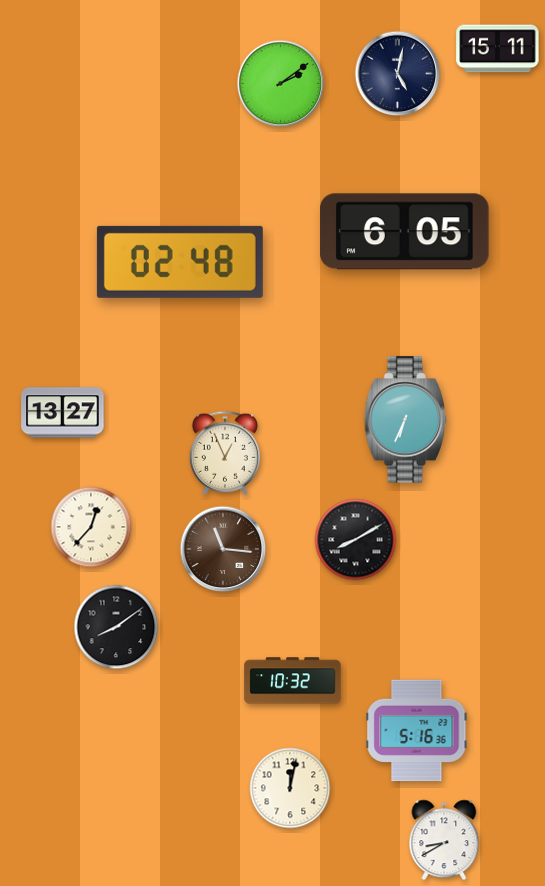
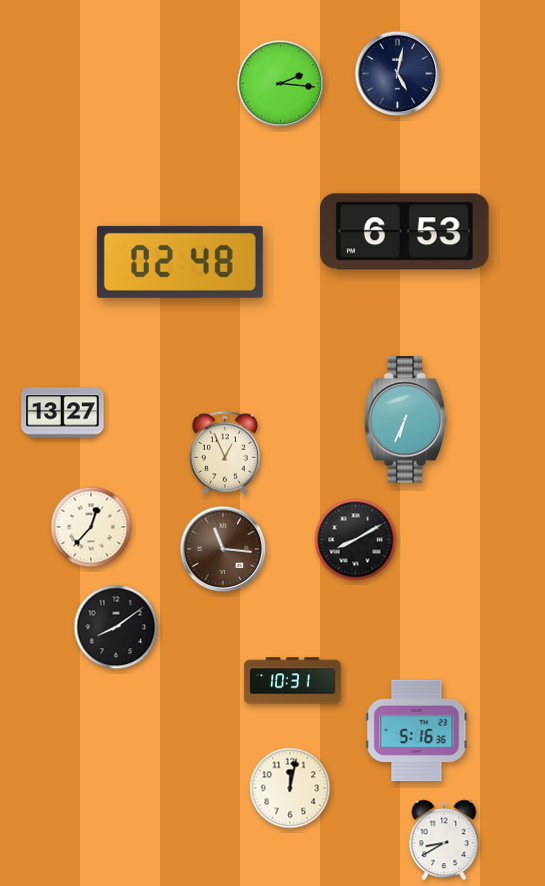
clock at (498, 49): 15:11 -> none
clock at (281, 84): 2:09 -> 2:16
clock at (405, 232): 6:05 -> 6:53
clock at (293, 681): 10:32 -> 10:31
